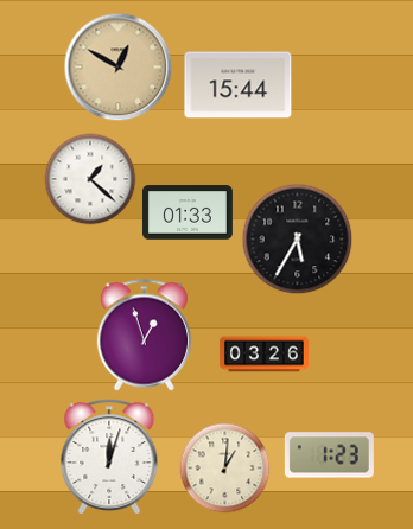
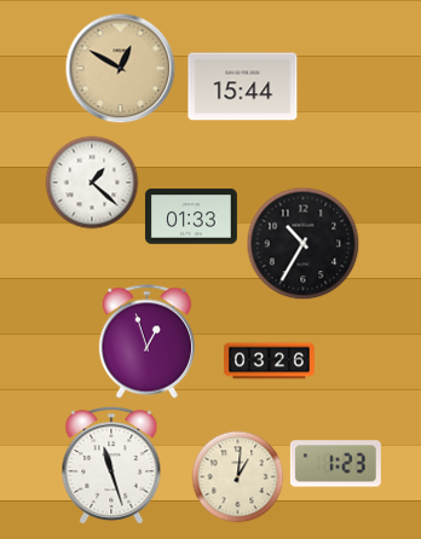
clock at (298, 240): 5:35 -> 10:35
clock at (109, 458): 12:03 -> 11:27
clock at (225, 469) position: (225, 469) -> (238, 477)
